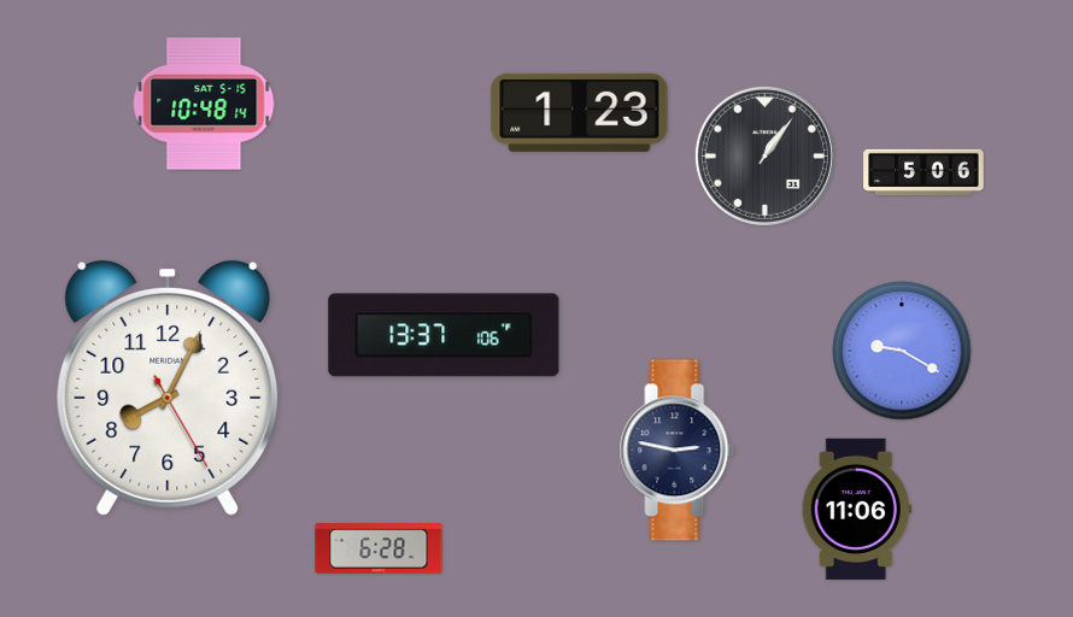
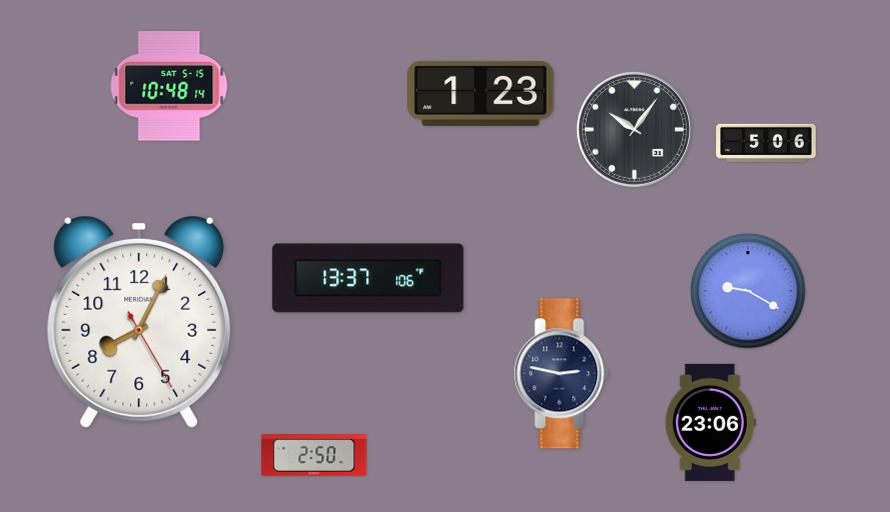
clock at (764, 155): 1:06 -> 10:06
clock at (856, 509): 11:06 -> 23:06
clock at (379, 548): 6:28 -> 2:50
